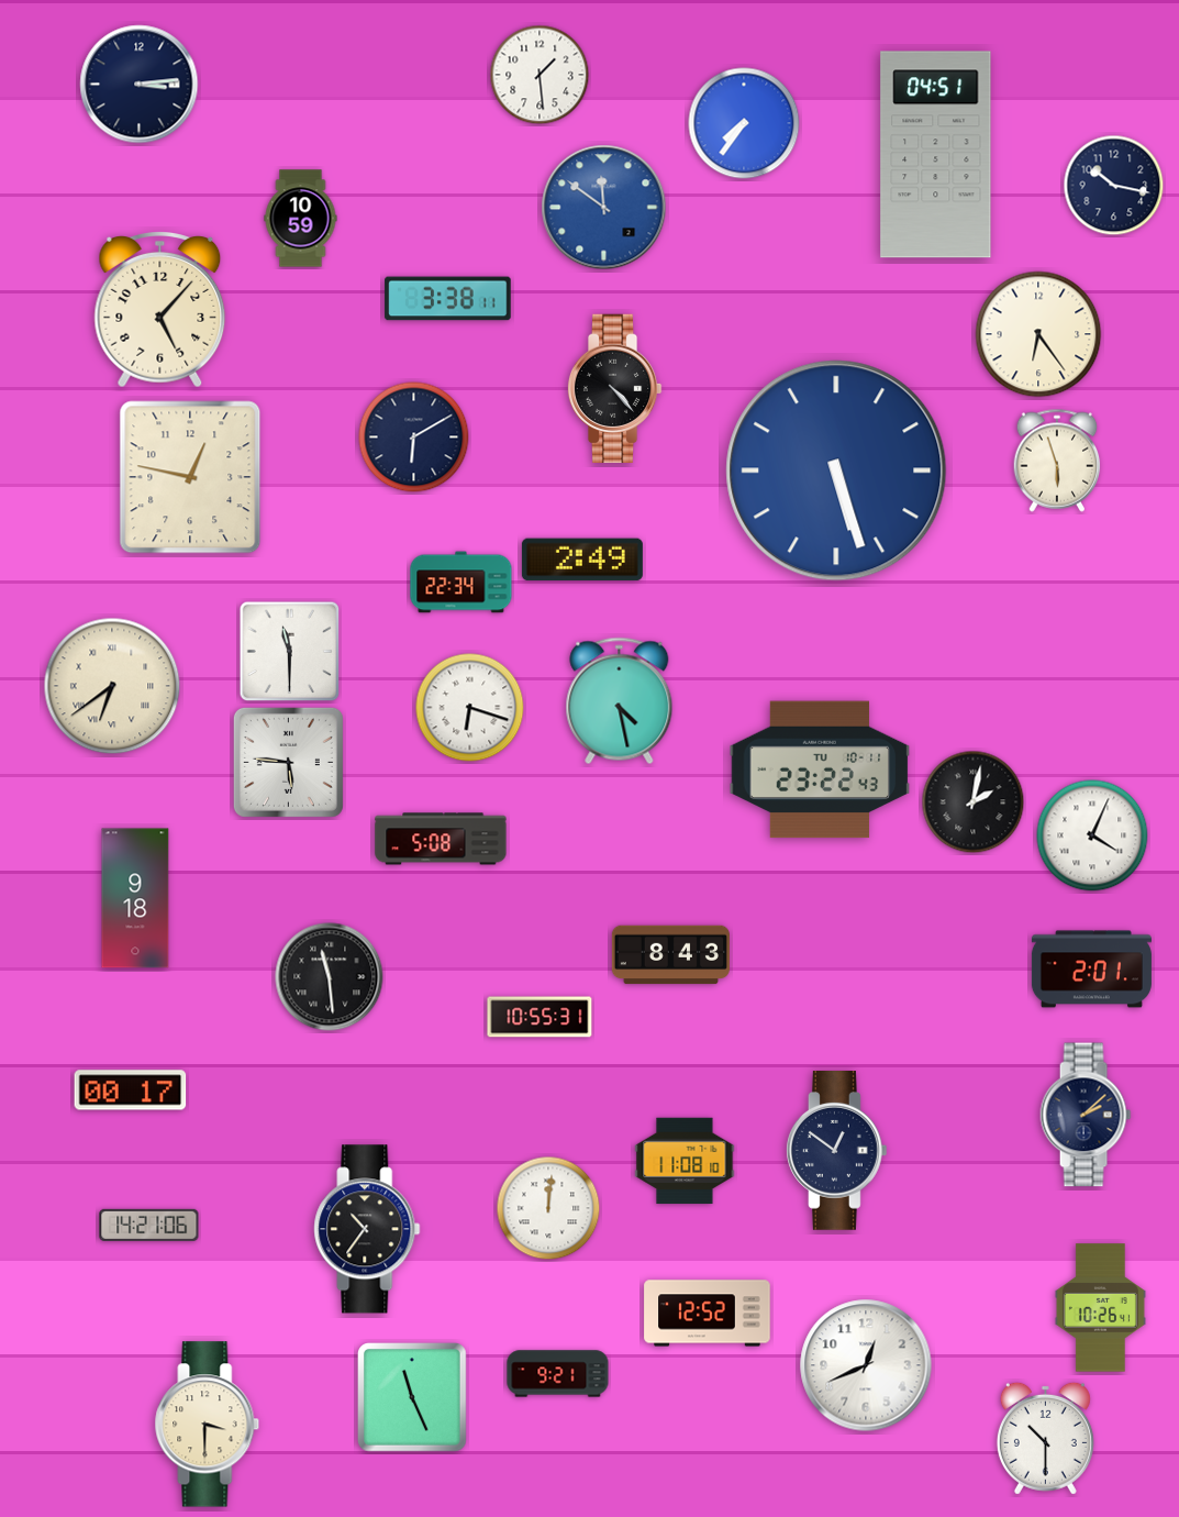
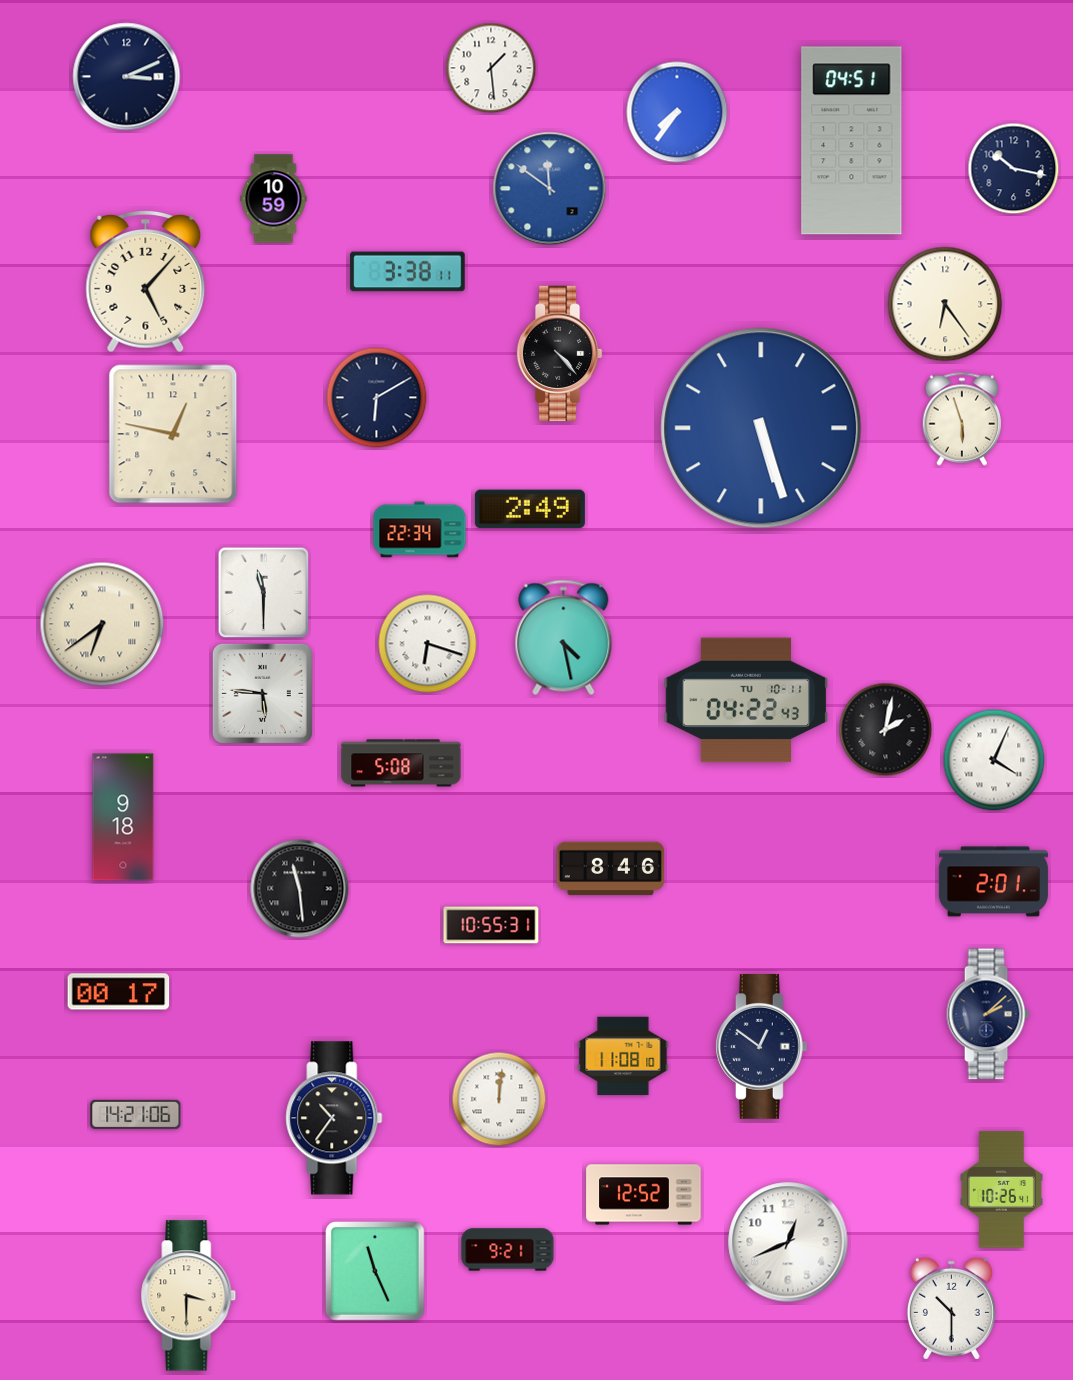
clock at (140, 85): 3:14 -> 3:11
clock at (820, 769): 23:22 -> 04:22
clock at (670, 955): 8:43 -> 8:46
